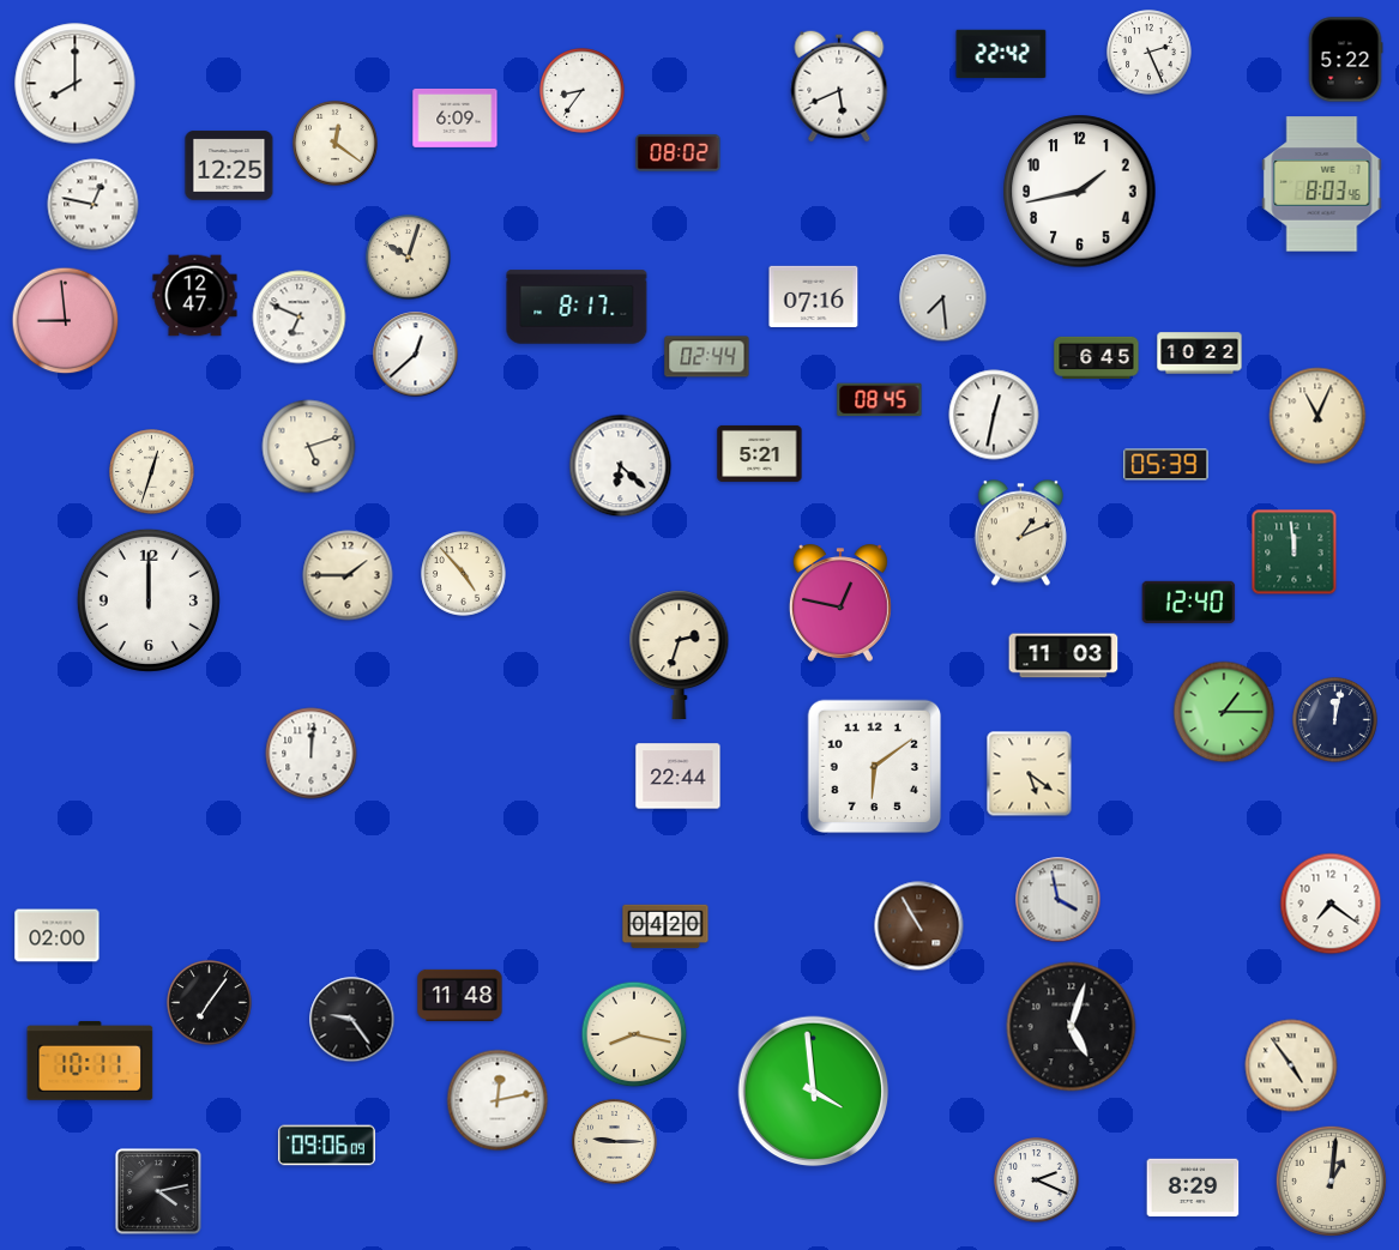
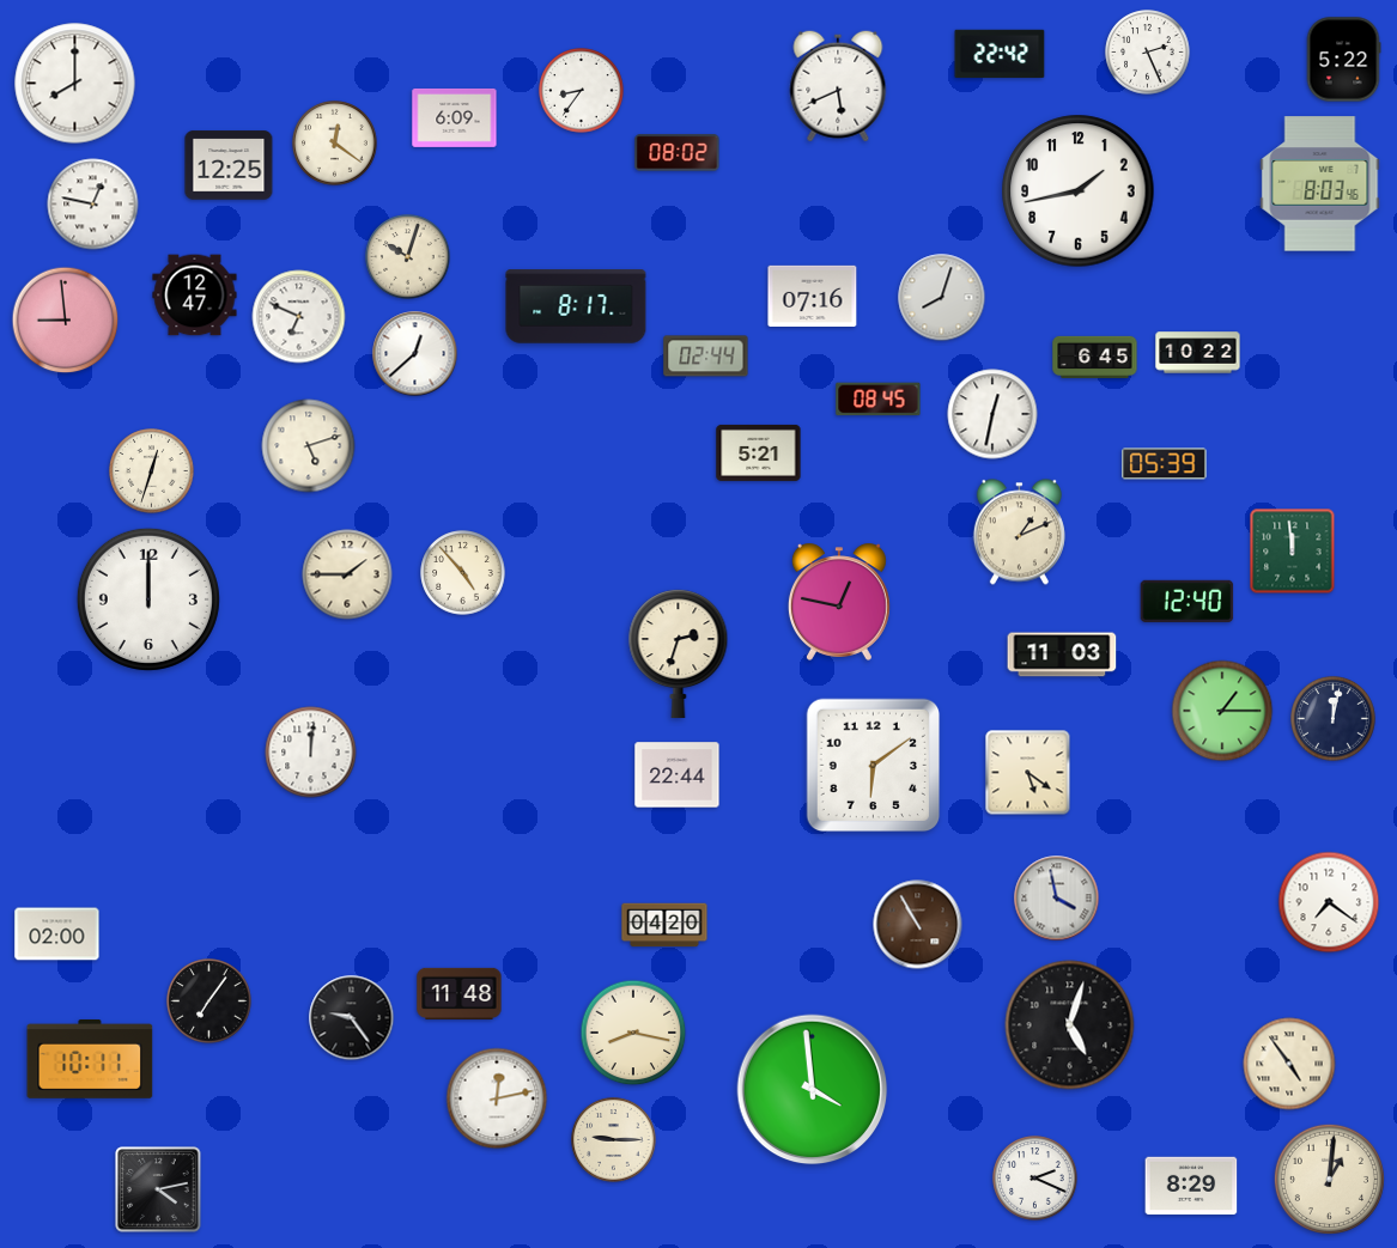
clock at (943, 298): 7:29 -> 8:03
clock at (1317, 416): 11:04 -> none
clock at (621, 466): 6:22 -> none
clock at (326, 1146): 09:06 -> none
